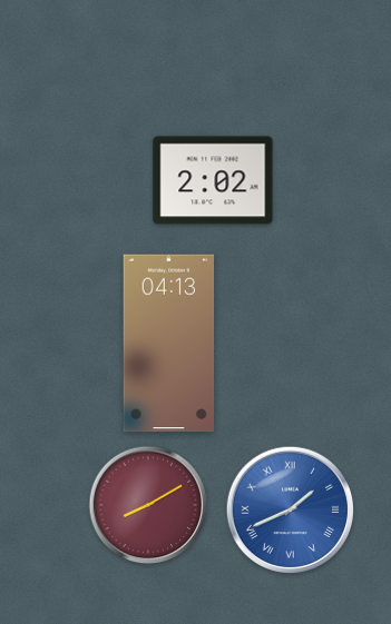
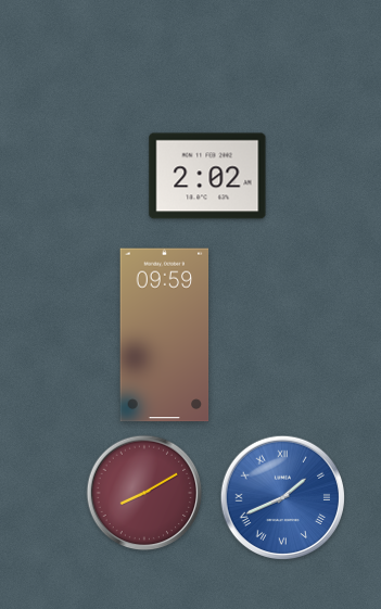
clock at (169, 344): 04:13 -> 09:59
